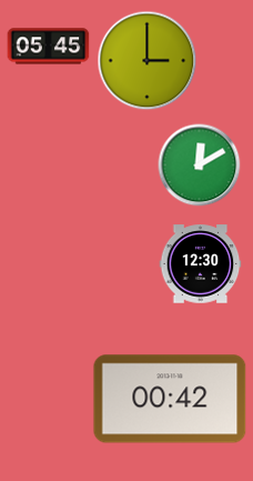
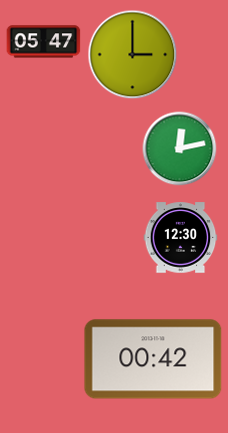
clock at (49, 47): 05:45 -> 05:47
clock at (200, 166): 12:10 -> 12:13
